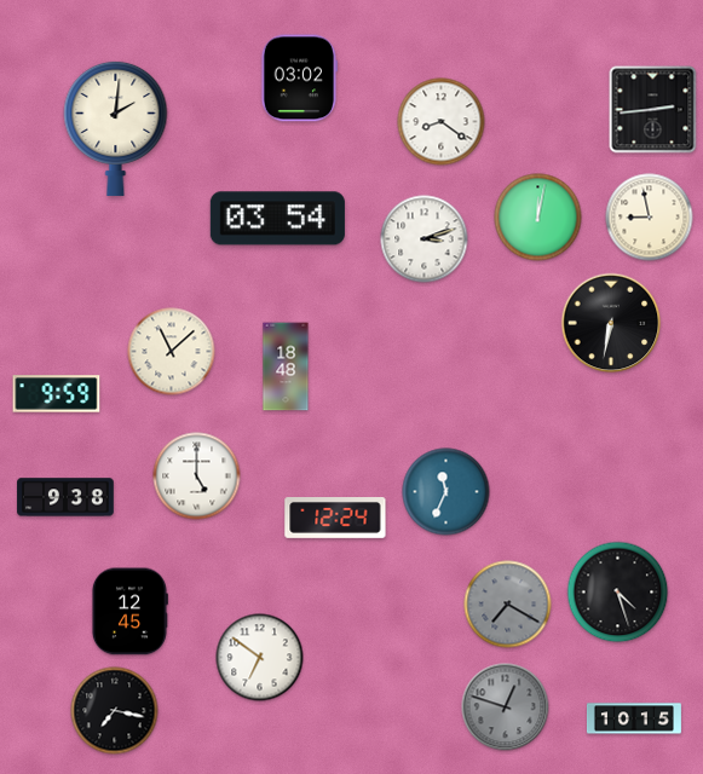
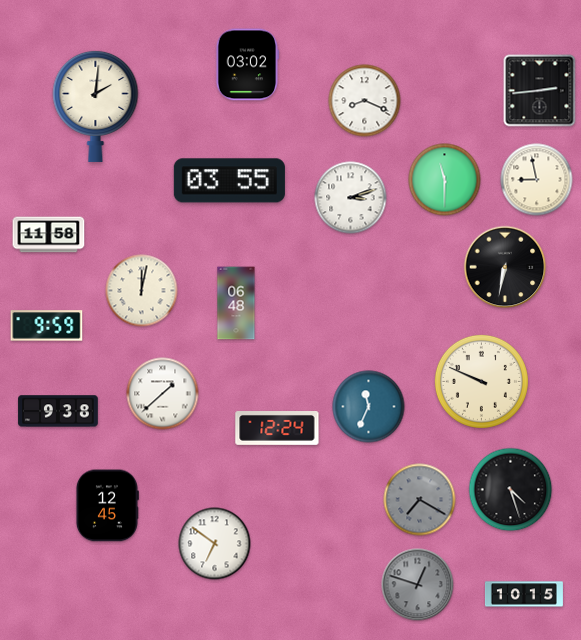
clock at (442, 122): 8:21 -> 8:19
clock at (538, 218): 12:02 -> 11:30
clock at (277, 219): 03:54 -> 03:55
clock at (49, 235): none -> 11:58
clock at (172, 352): 11:08 -> 12:02
clock at (286, 366): 18:48 -> 06:48
clock at (481, 381): none -> 9:49
clock at (197, 476): 5:00 -> 1:38
clock at (65, 497) position: (65, 497) -> (58, 411)
clock at (115, 711): 7:17 -> none
